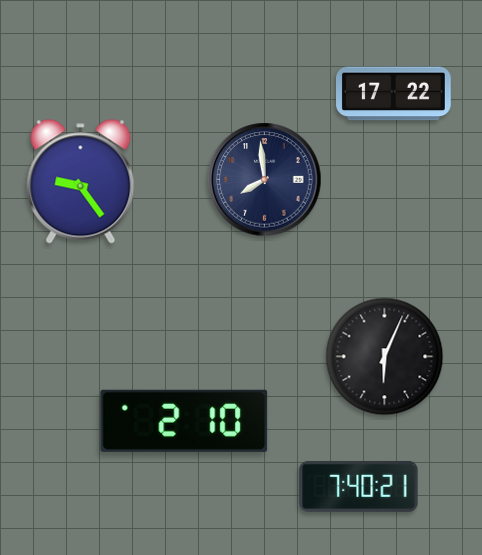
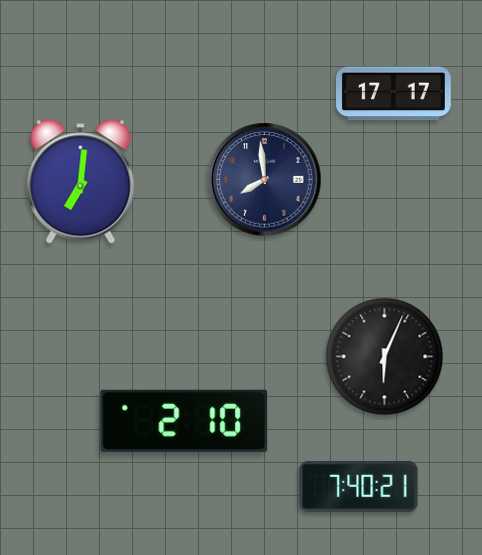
clock at (394, 94): 17:22 -> 17:17
clock at (81, 182): 9:24 -> 7:01
